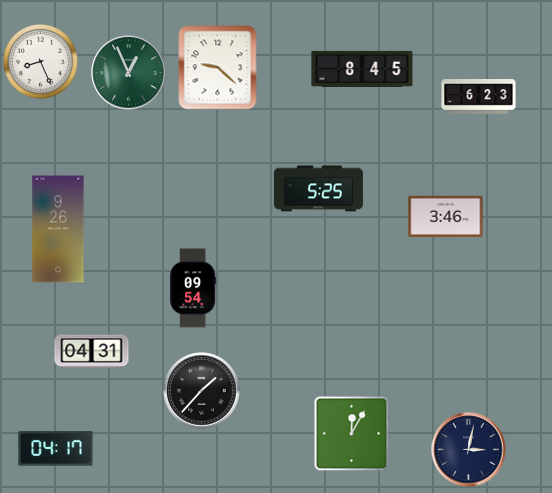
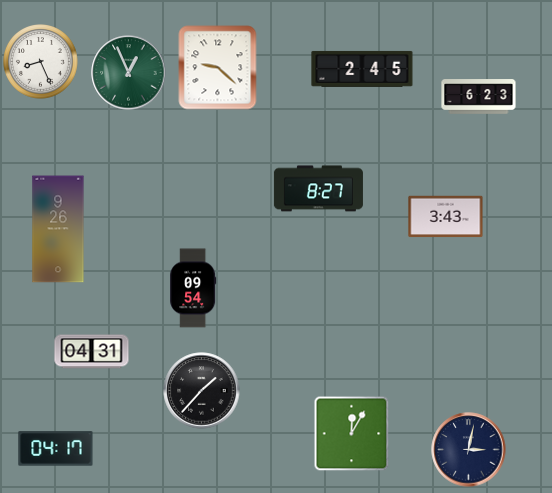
clock at (362, 69): 8:45 -> 2:45
clock at (318, 189): 5:25 -> 8:27
clock at (446, 217): 3:46 -> 3:43
